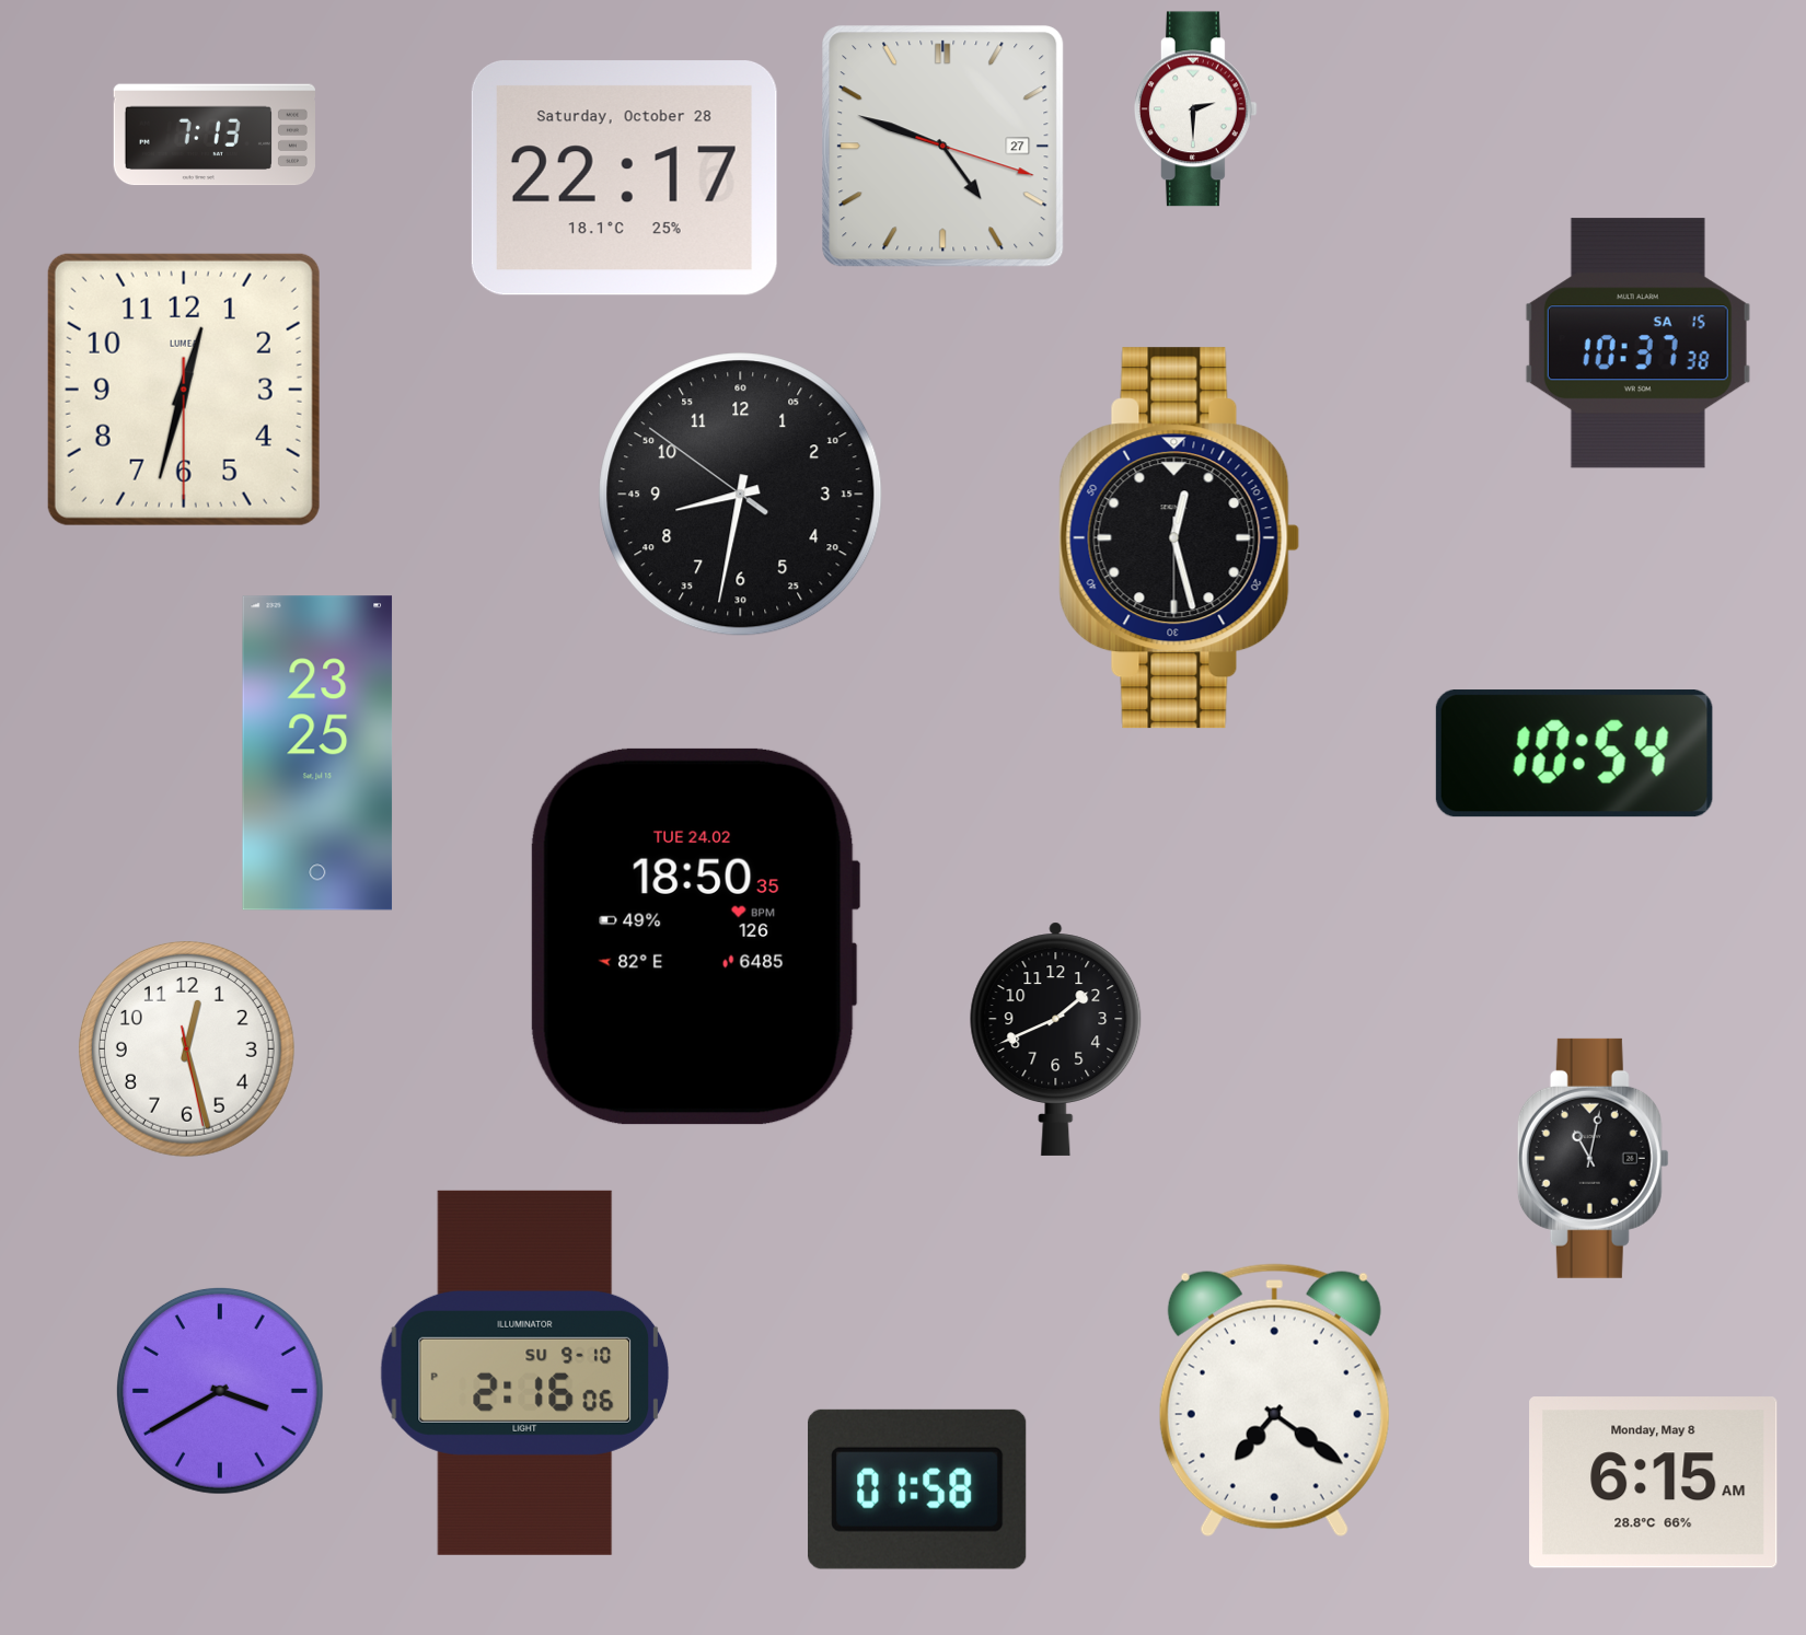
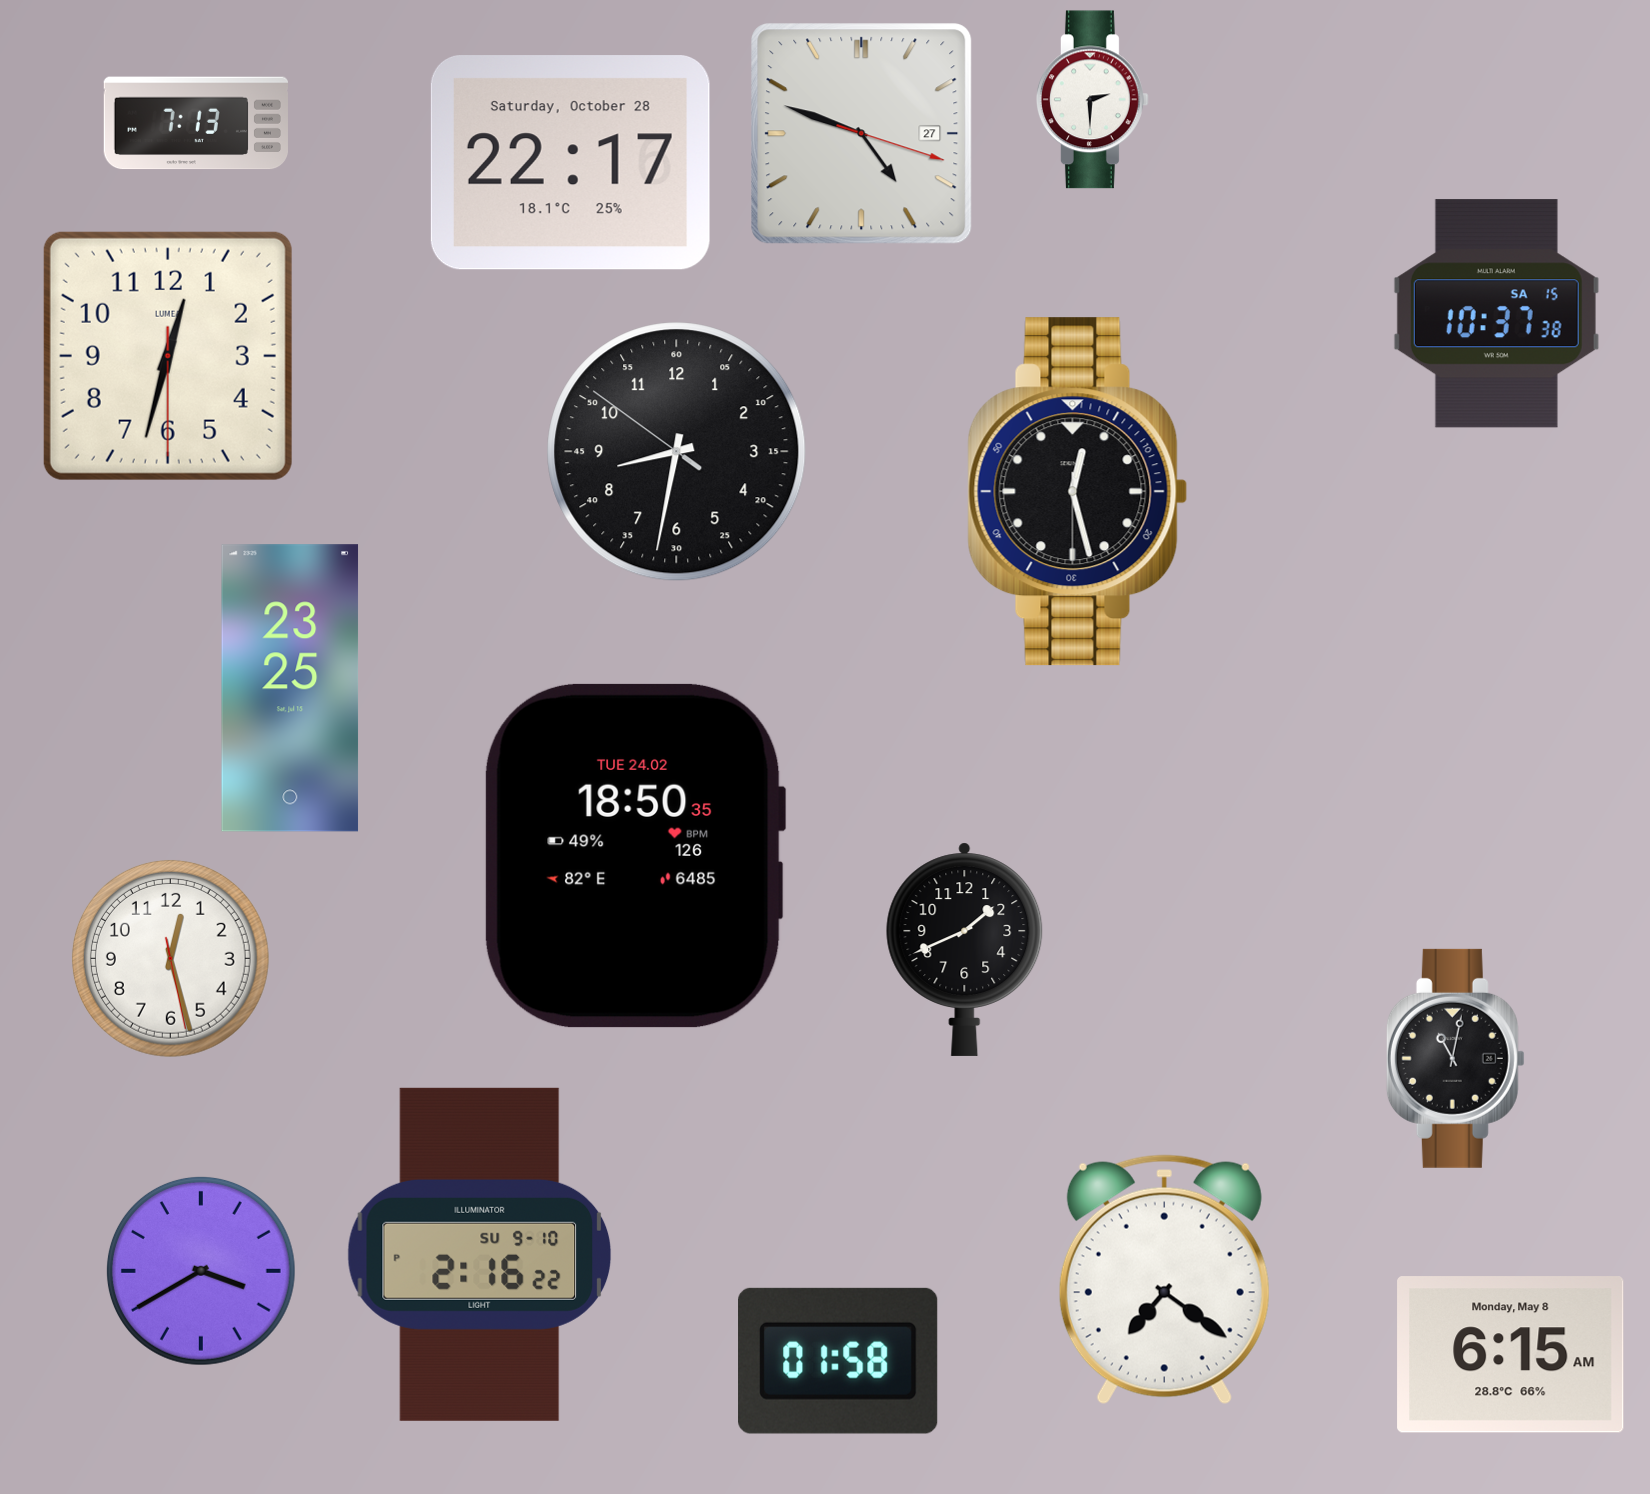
clock at (1574, 754): 10:54 -> none
clock at (525, 1372): 2:16:06 PM -> 2:16:22 PM
